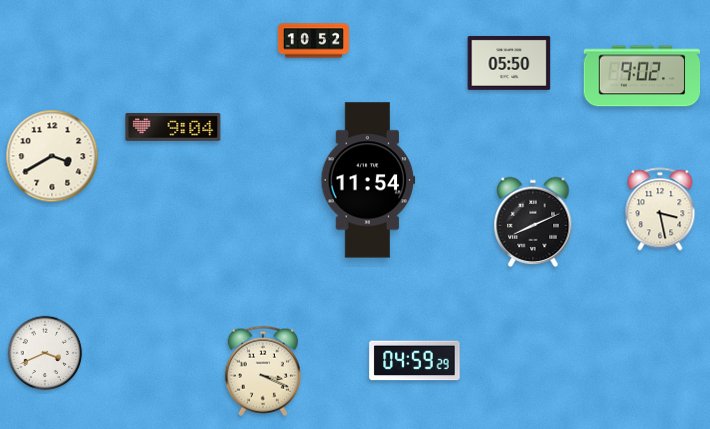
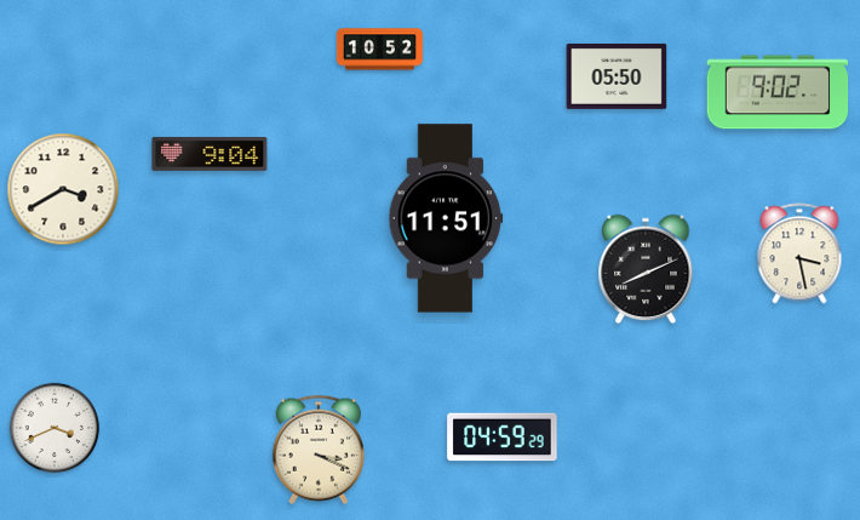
clock at (368, 180): 11:54 -> 11:51
